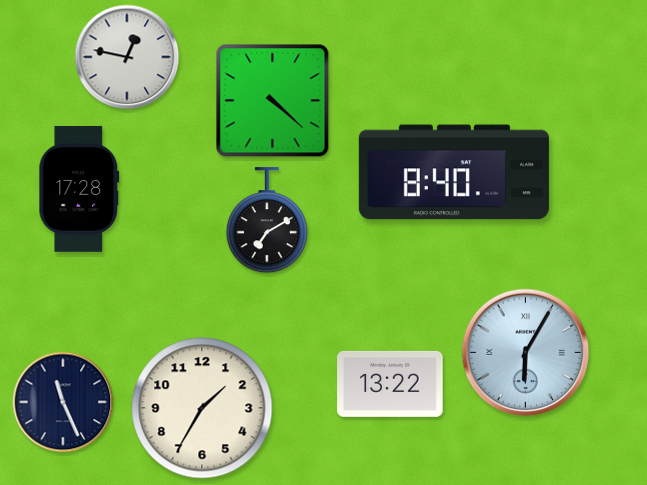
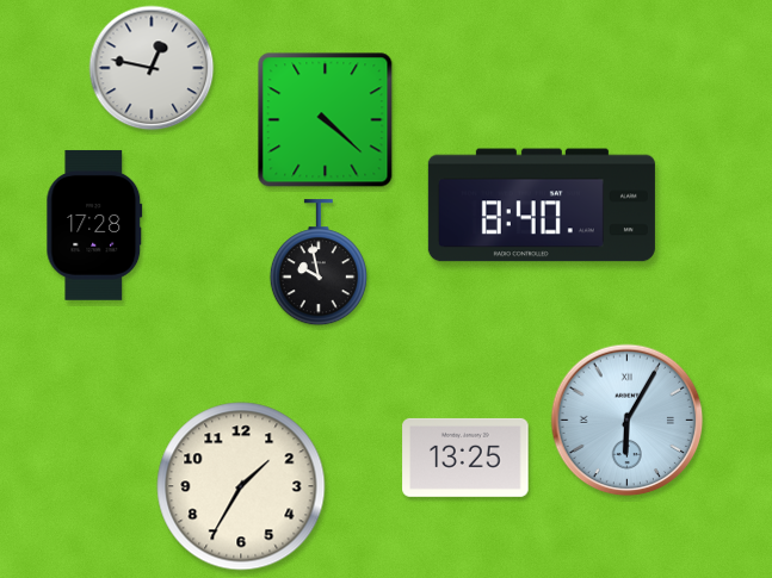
clock at (267, 221): 7:10 -> 9:58
clock at (390, 384): 13:22 -> 13:25
clock at (63, 402): 11:26 -> none
